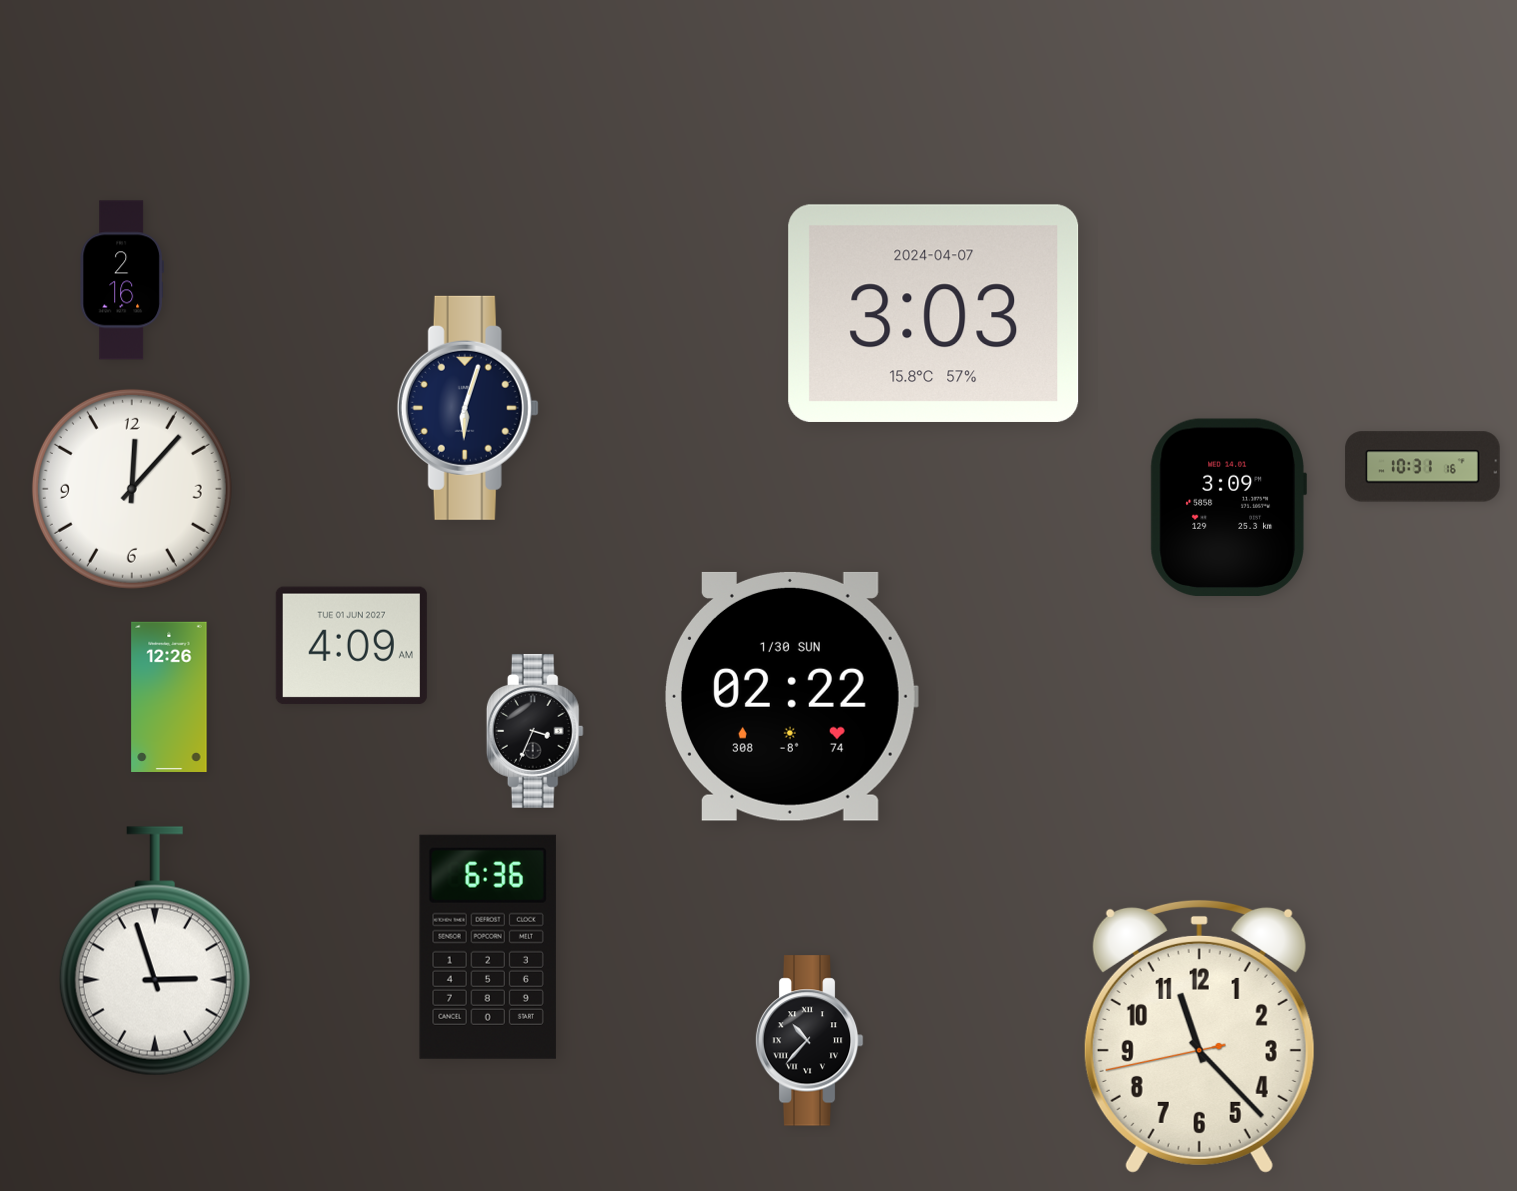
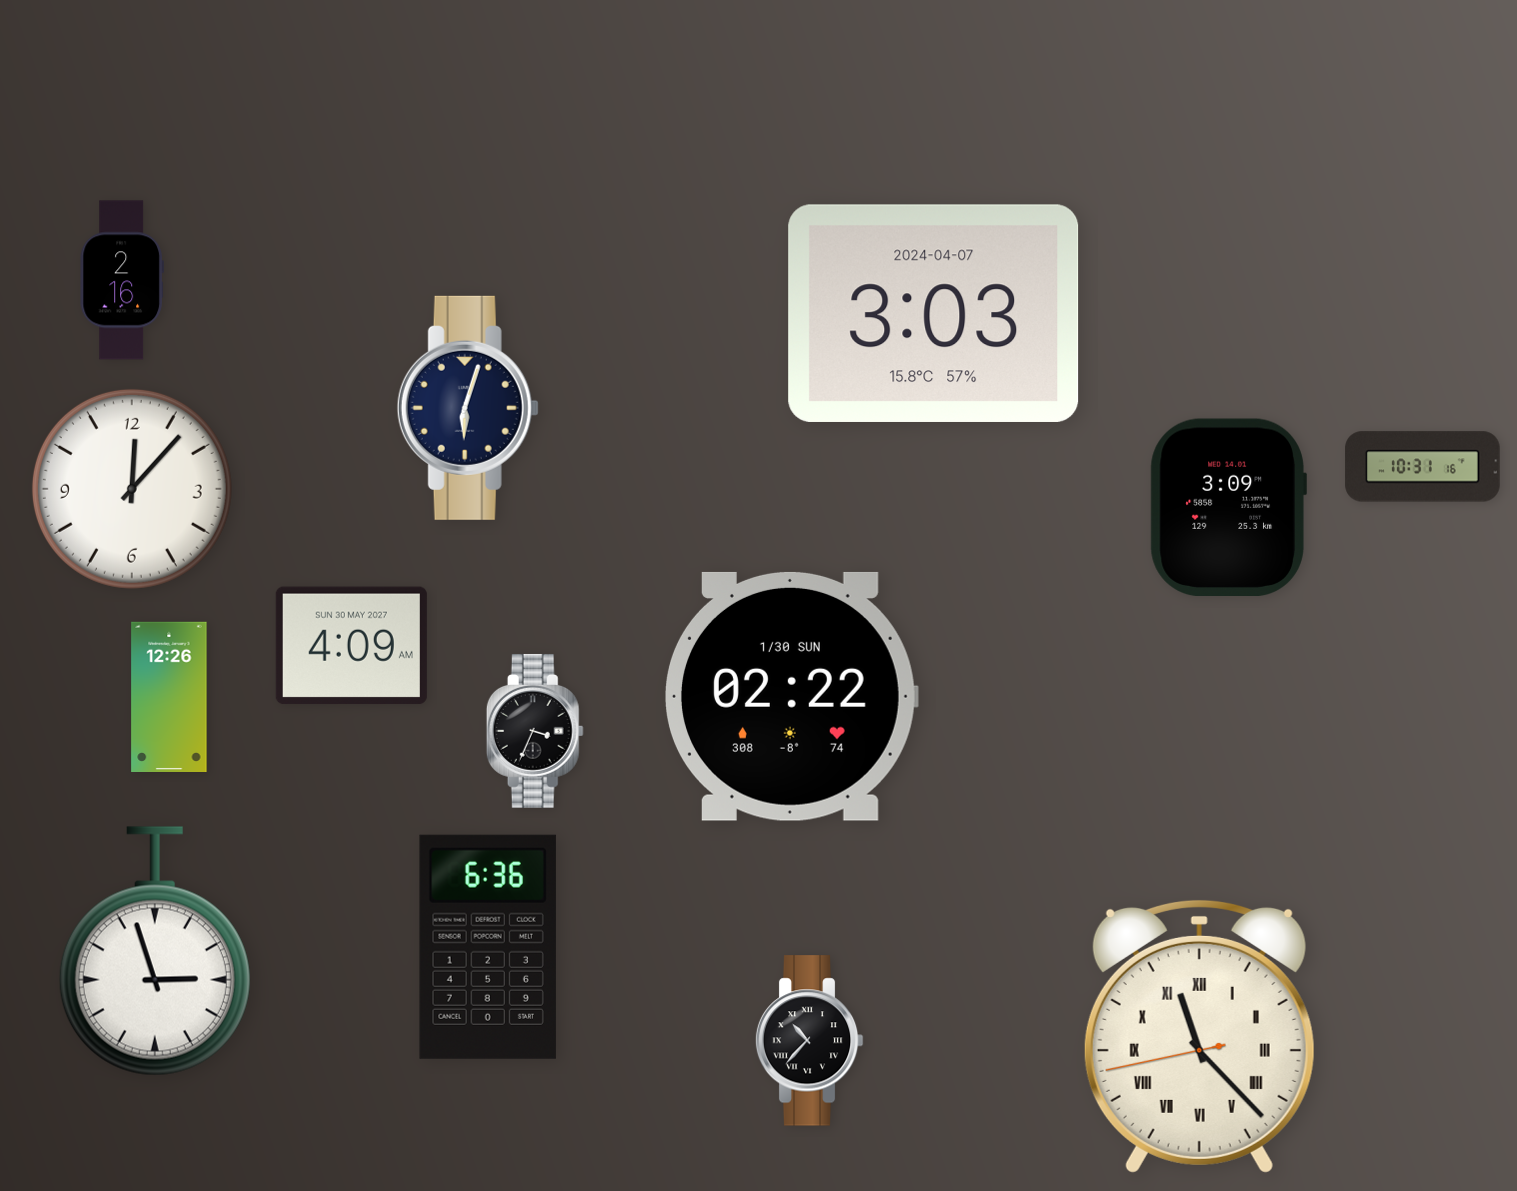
clock at (351, 646) date: TUE 01 JUN 2027 -> SUN 30 MAY 2027
clock at (1199, 1036) numerals: Arabic -> Roman
